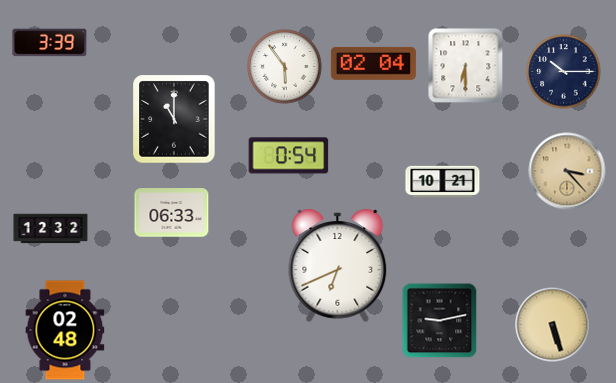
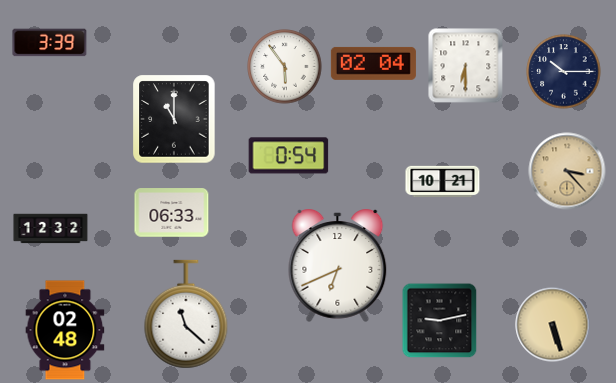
clock at (186, 314): none -> 11:22
